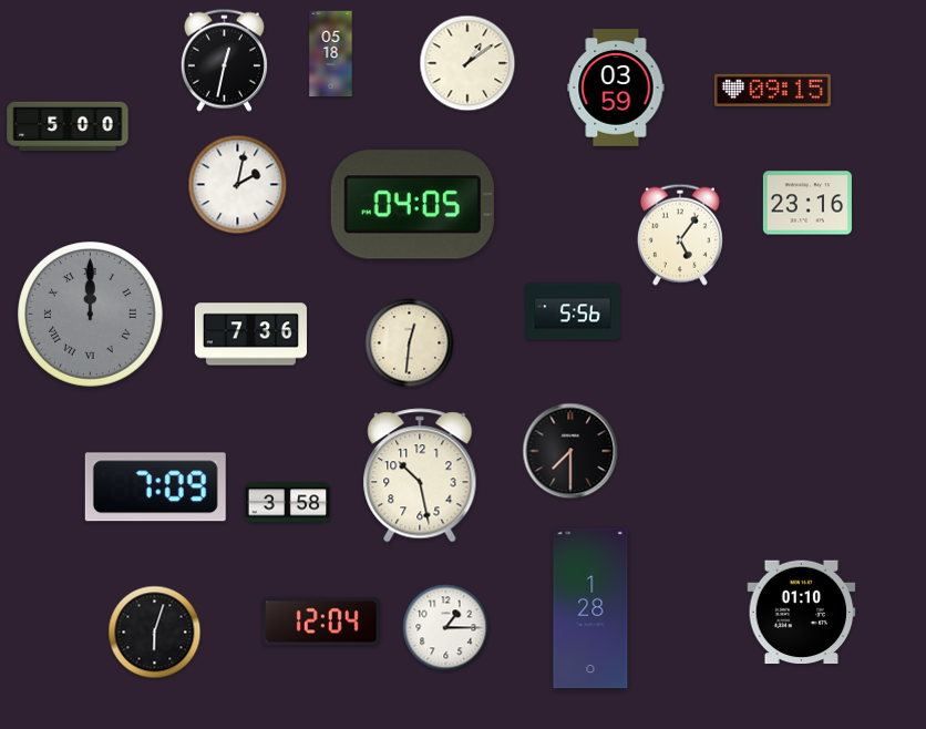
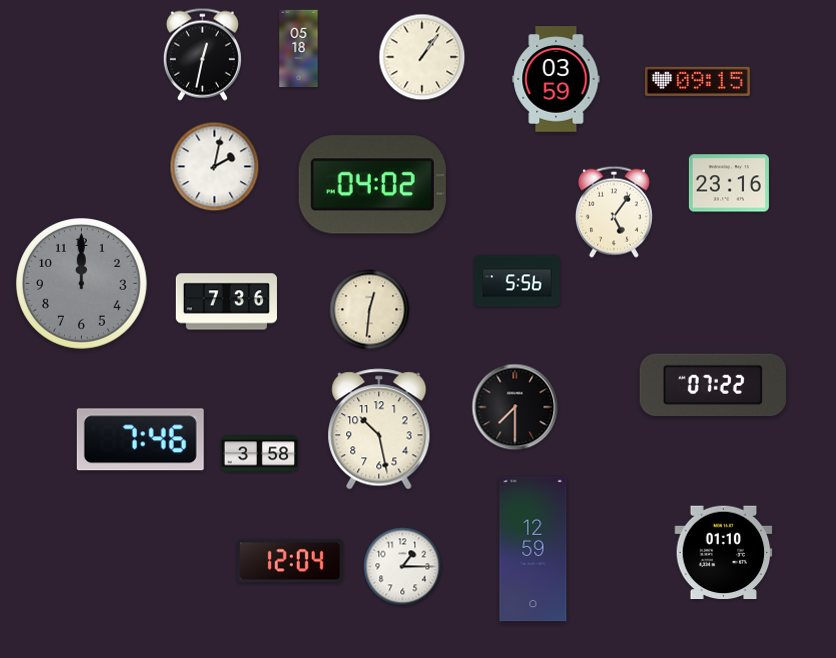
clock at (467, 63): 1:09 -> 1:06
clock at (68, 126): 5:00 -> none
clock at (412, 205): 04:05 -> 04:02
clock at (91, 315) numerals: Roman -> Arabic
clock at (713, 385): none -> 07:22
clock at (155, 487): 7:09 -> 7:46
clock at (590, 608): 1:28 -> 12:59
clock at (155, 633): 6:03 -> none
